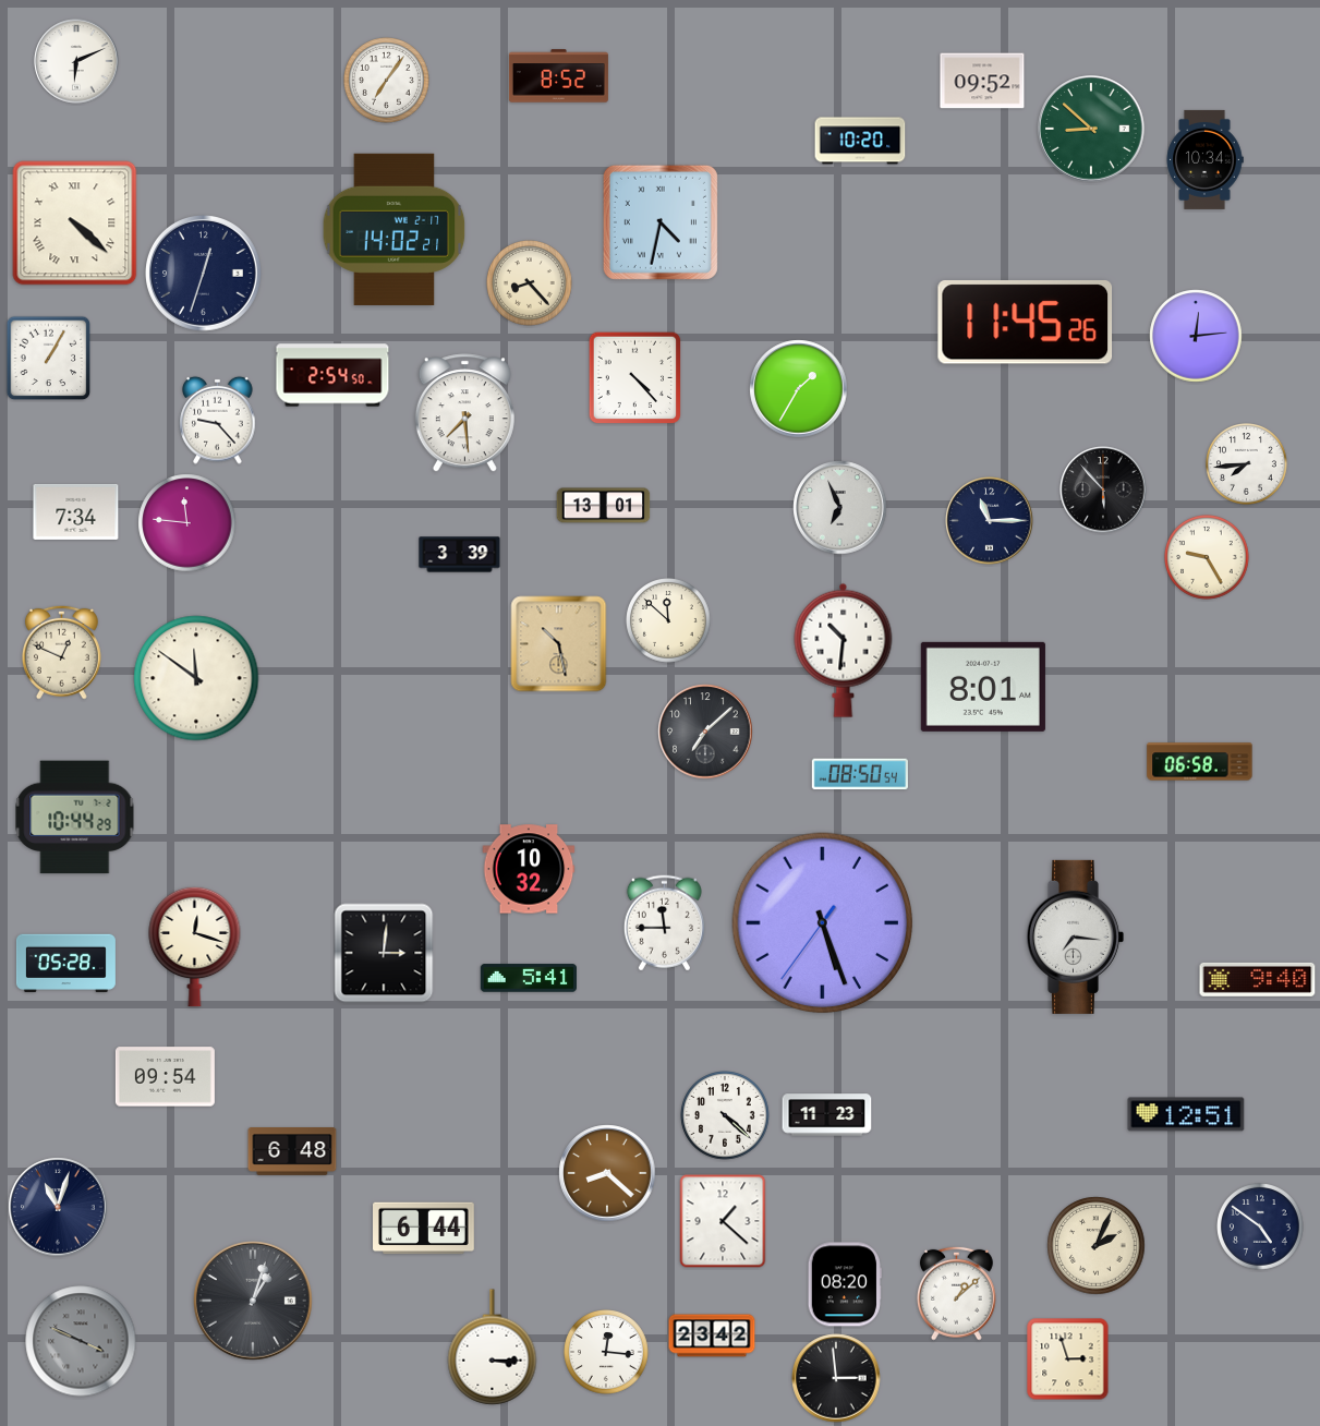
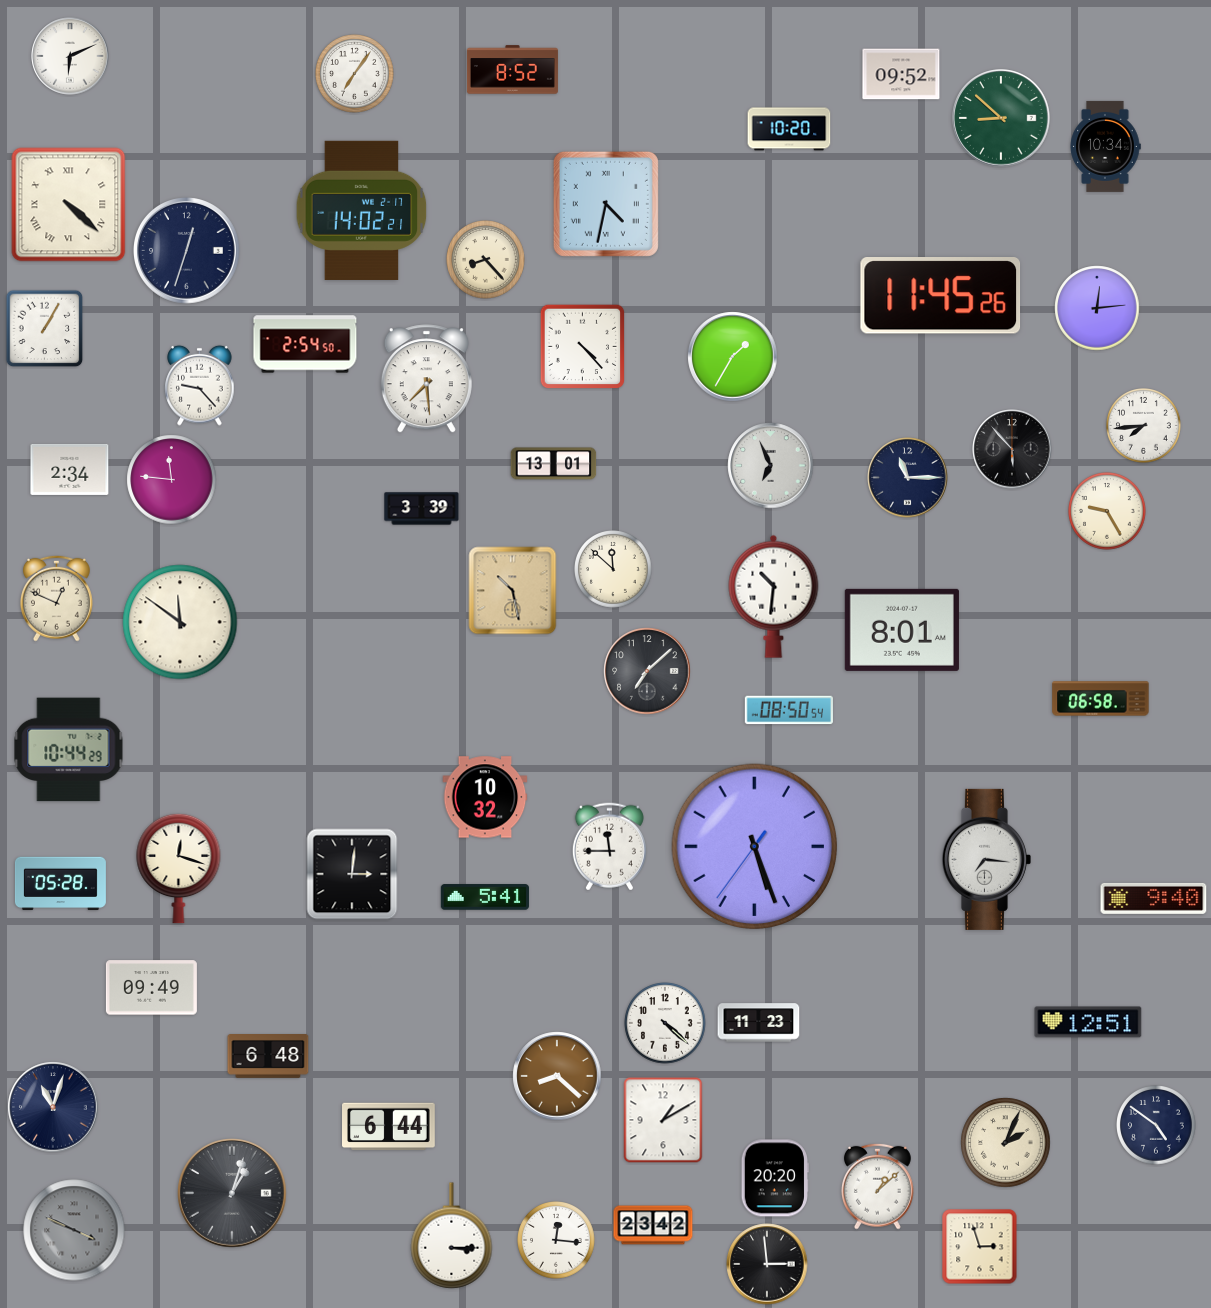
clock at (76, 511): 7:34 -> 2:34
clock at (165, 1077): 09:54 -> 09:49
clock at (723, 1221): 1:22 -> 1:10
clock at (845, 1284): 08:20 -> 20:20
